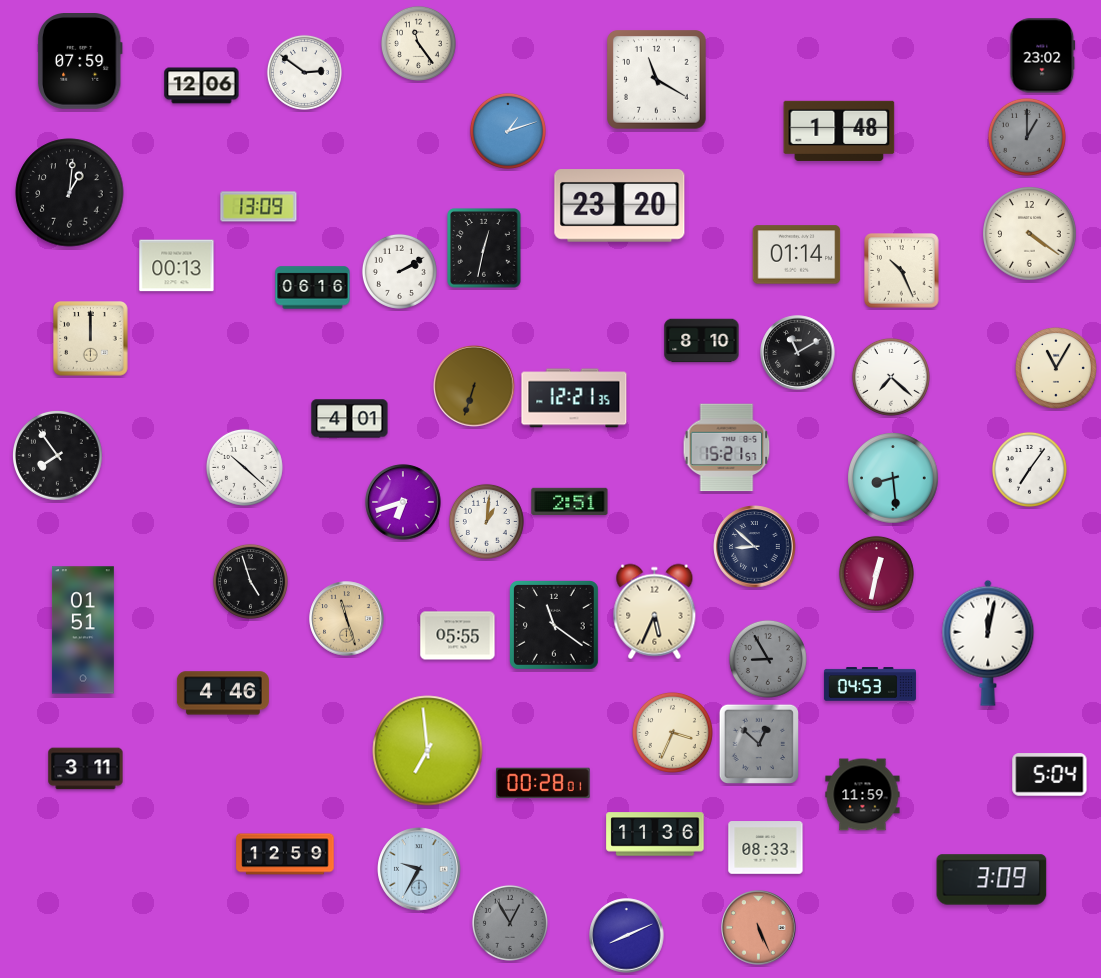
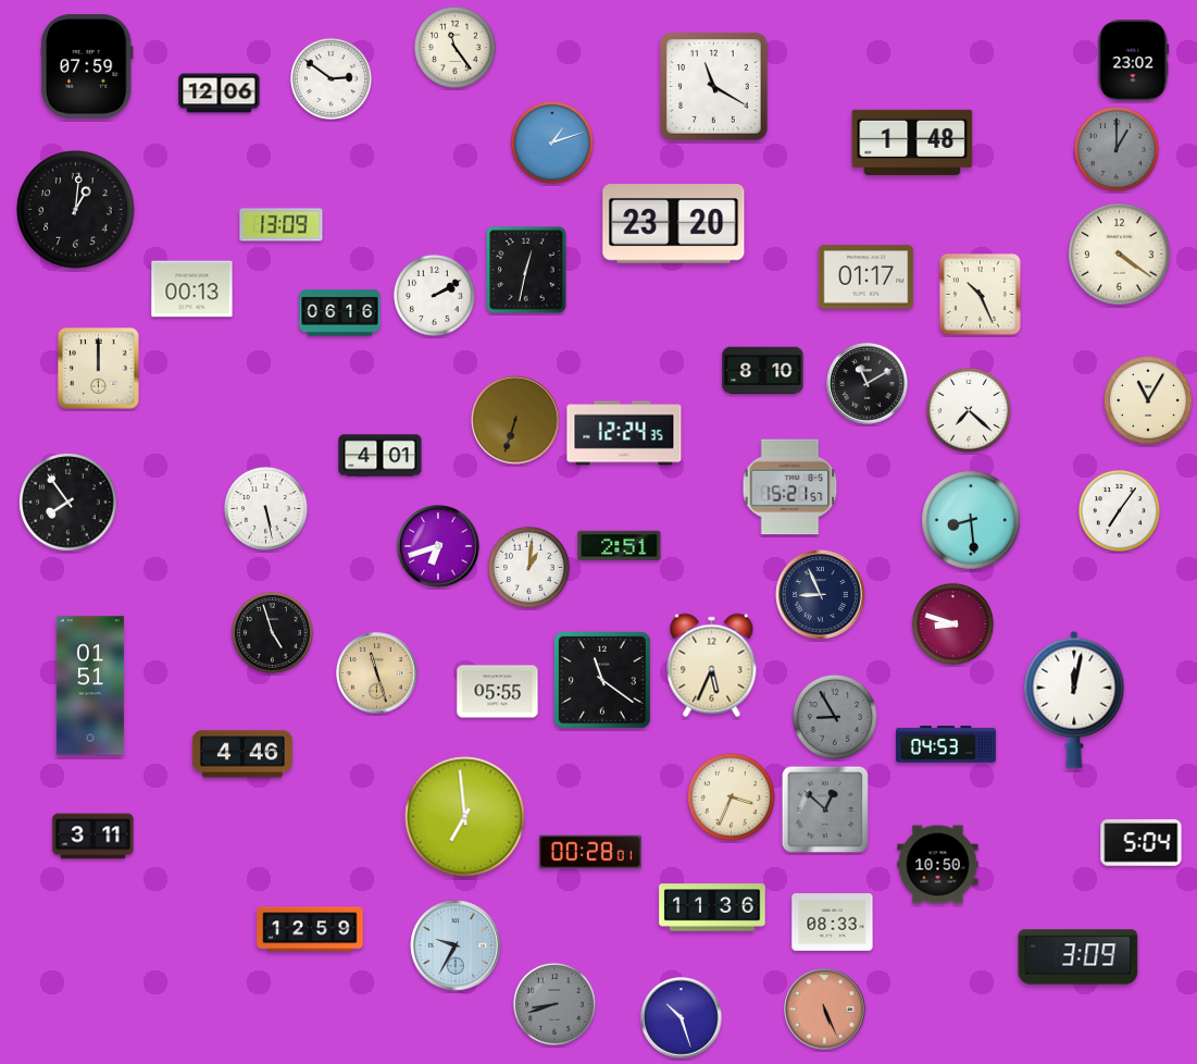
clock at (797, 255): 01:14 -> 01:17
clock at (574, 398): 12:21 -> 12:24
clock at (58, 456) position: (58, 456) -> (68, 503)
clock at (244, 467): 10:22 -> 5:28
clock at (755, 547): 8:52 -> 8:56
clock at (876, 573): 12:32 -> 8:48
clock at (863, 795): 11:59 -> 10:50
clock at (510, 923): 12:55 -> 8:42
clock at (627, 936): 8:11 -> 10:27
